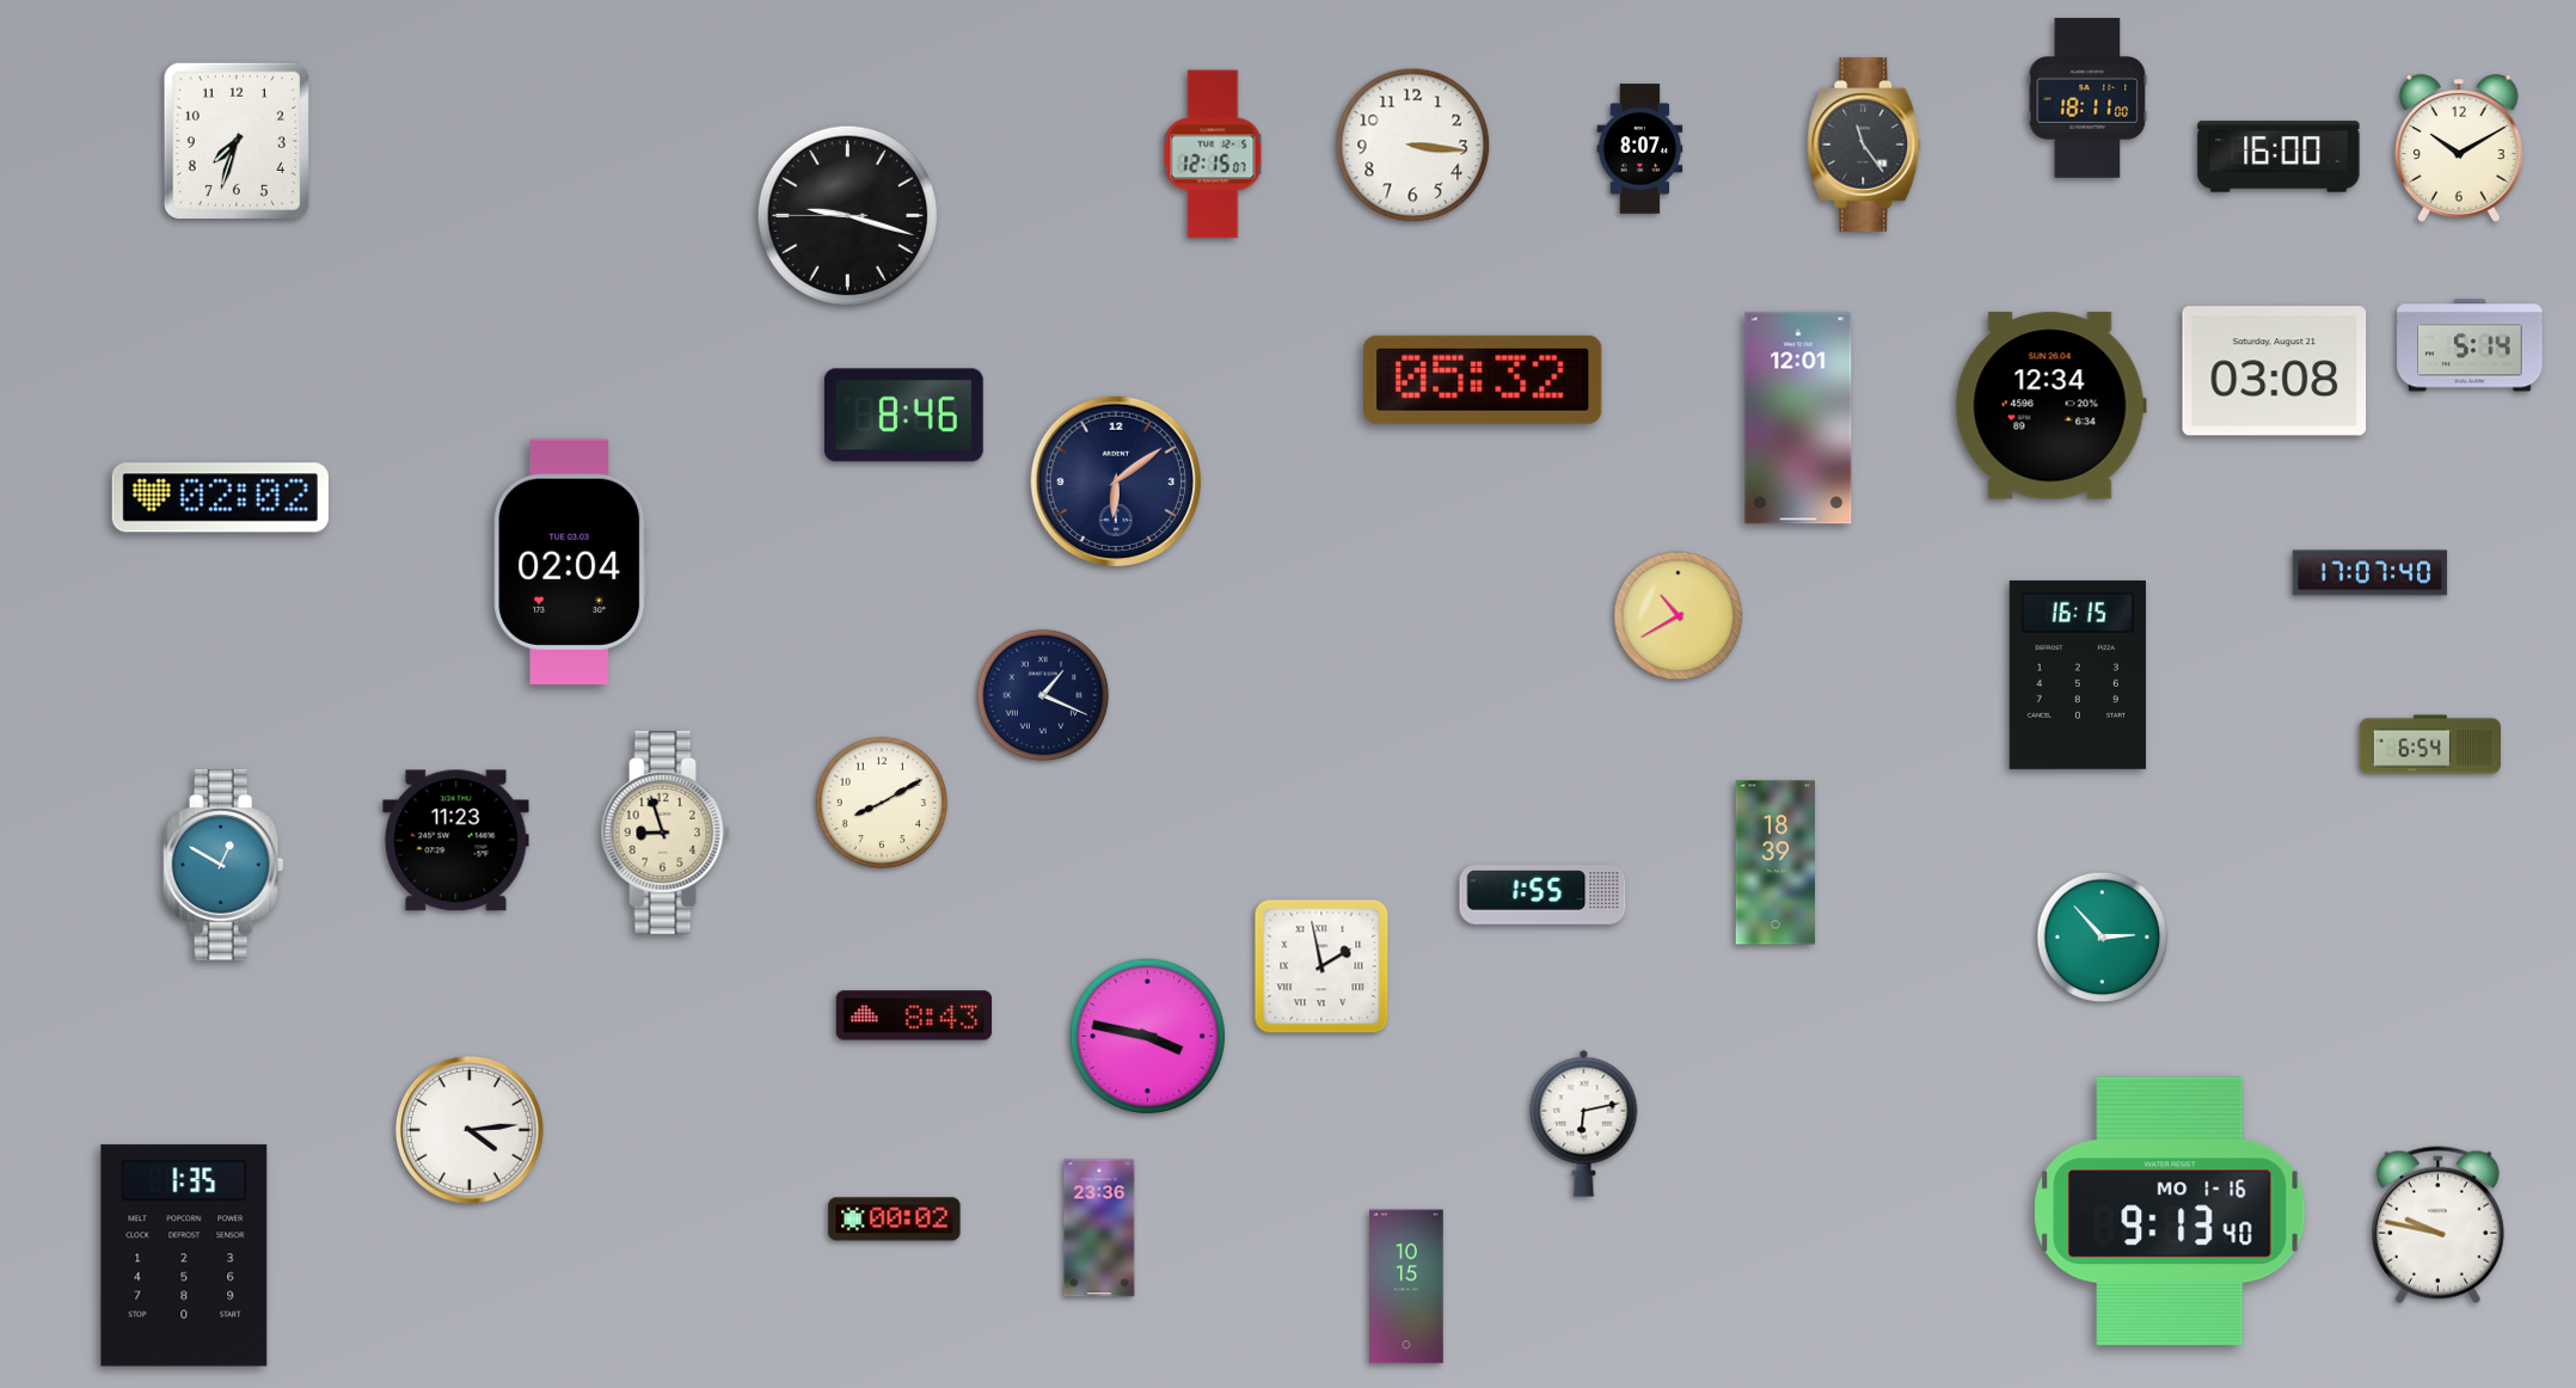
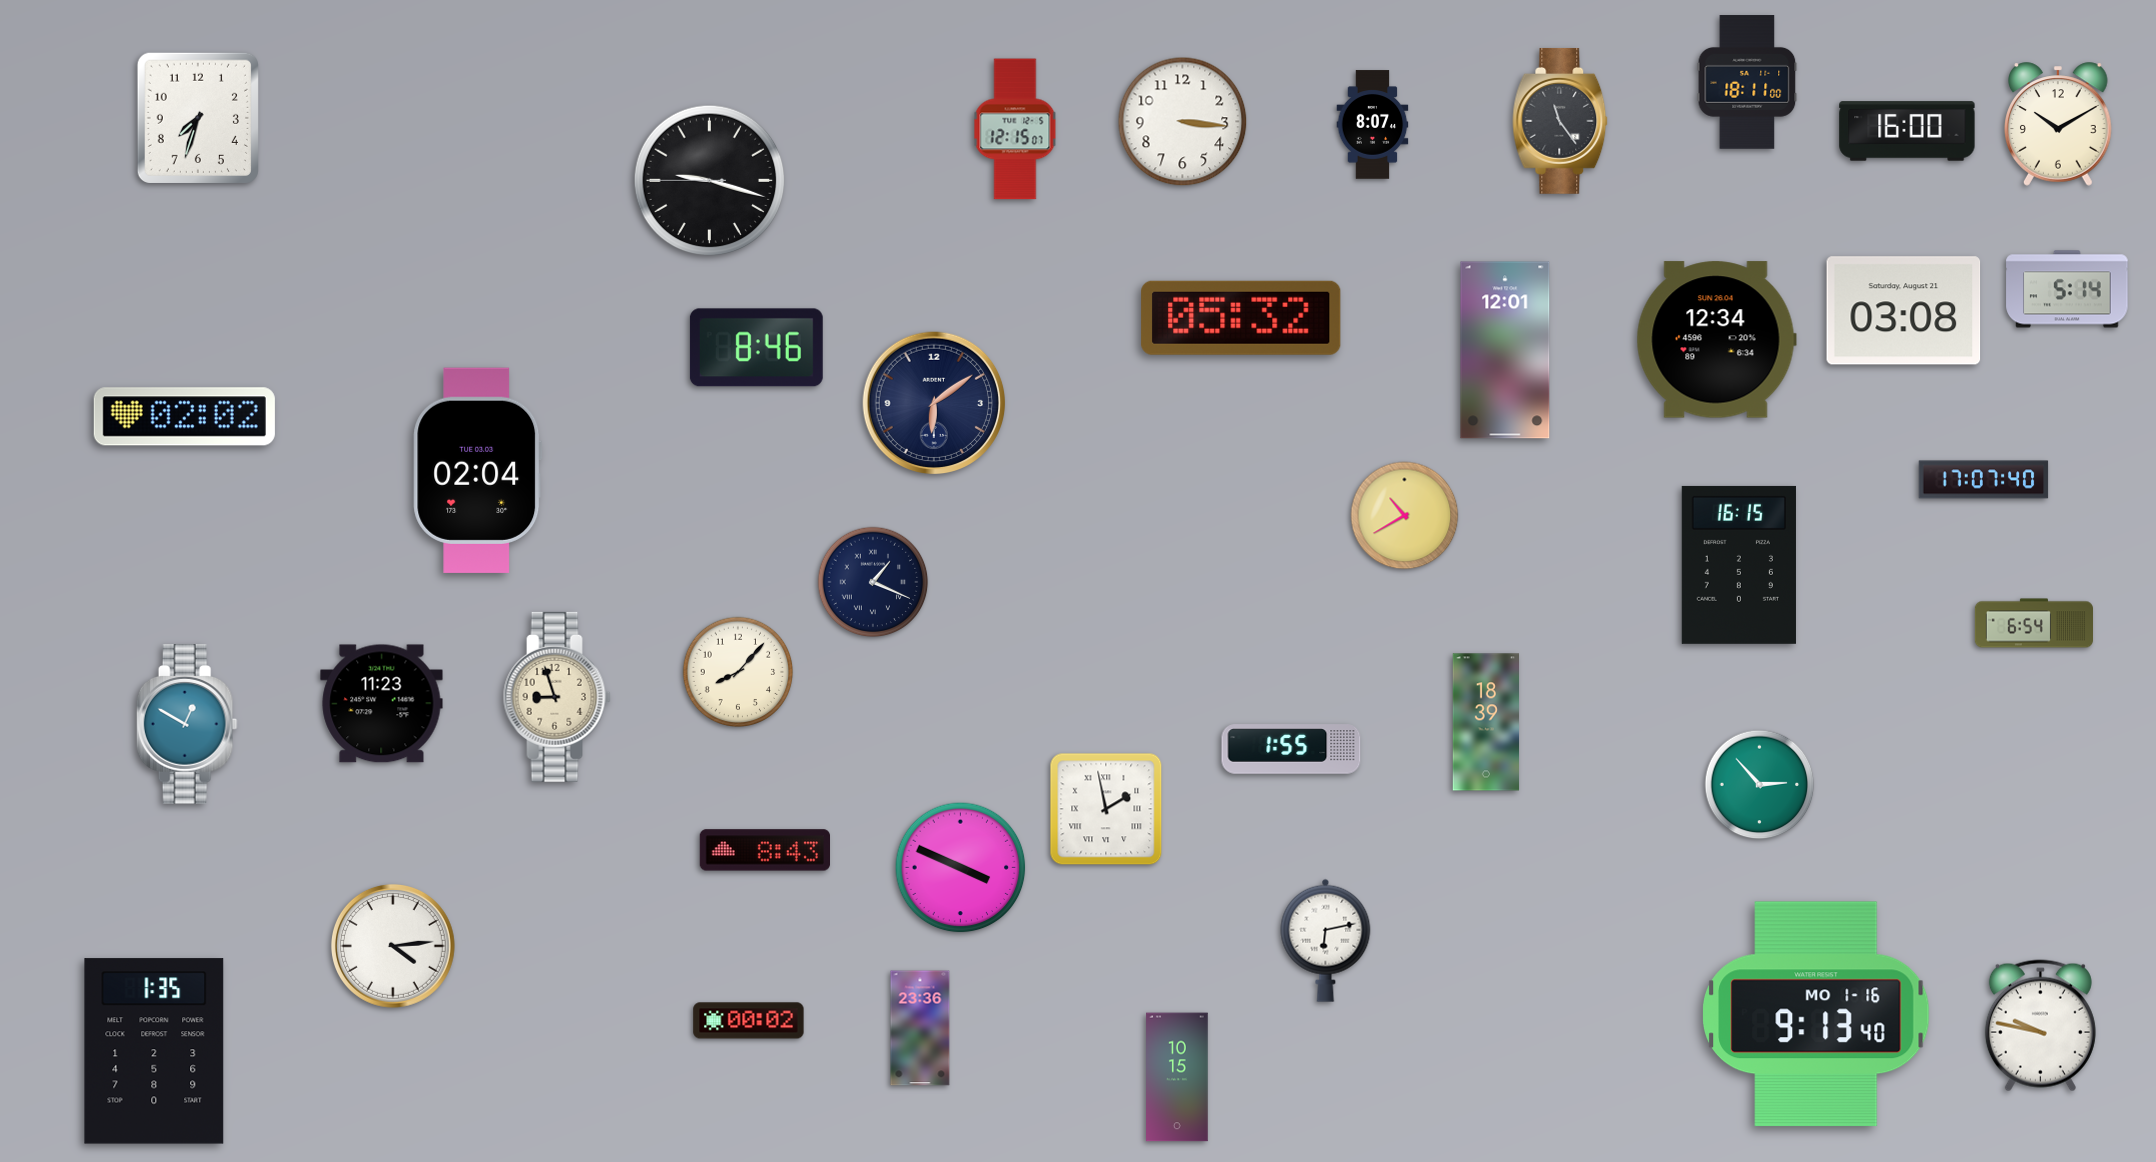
clock at (882, 803): 8:10 -> 8:07
clock at (1148, 1037): 3:47 -> 3:49
